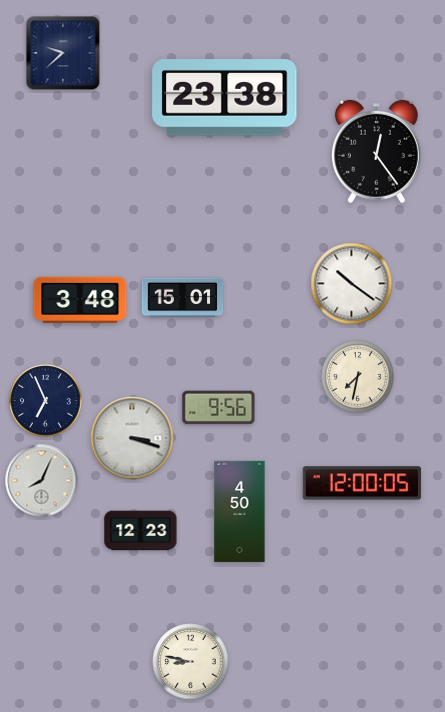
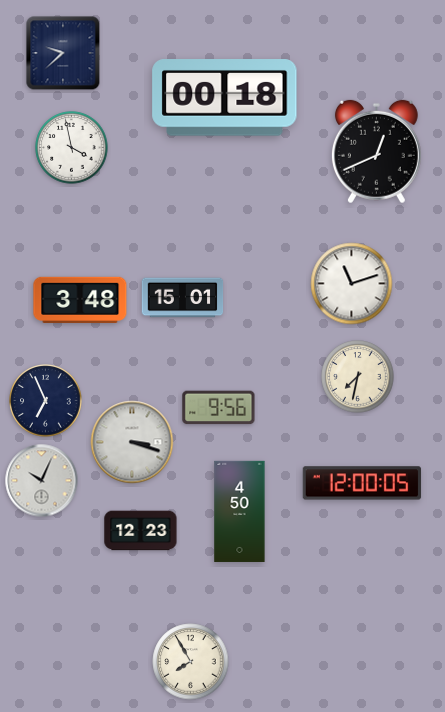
clock at (225, 98): 23:38 -> 00:18
clock at (72, 148): none -> 3:58
clock at (376, 152): 12:24 -> 12:41
clock at (352, 284): 10:21 -> 11:12
clock at (132, 438) position: (132, 438) -> (132, 442)
clock at (42, 481): 8:04 -> 10:04
clock at (191, 662): 8:47 -> 7:55
